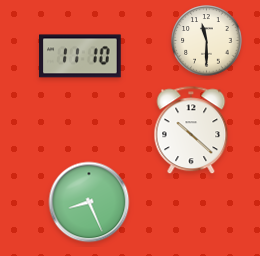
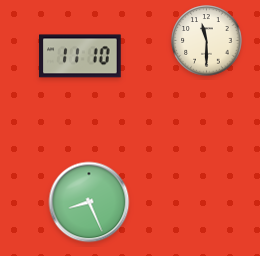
clock at (191, 131): 10:22 -> none
